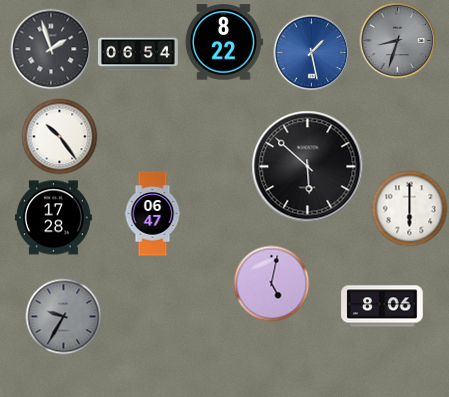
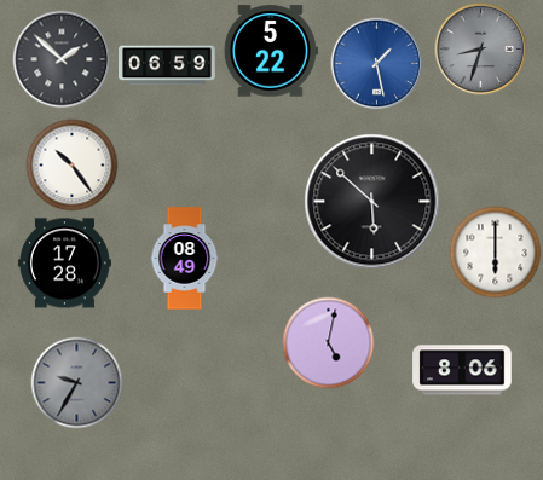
clock at (224, 42): 8:22 -> 5:22
clock at (51, 49): 1:57 -> 1:52
clock at (139, 54): 06:54 -> 06:59
clock at (153, 214): 06:47 -> 08:49
